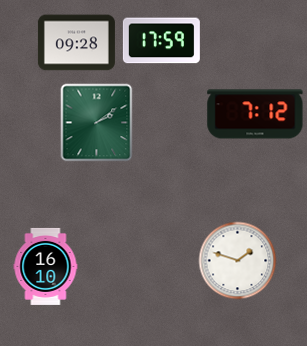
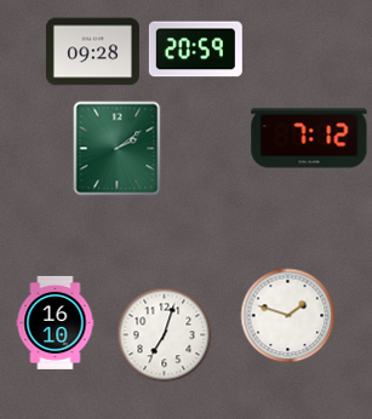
clock at (161, 41): 17:59 -> 20:59
clock at (164, 334): none -> 7:03
